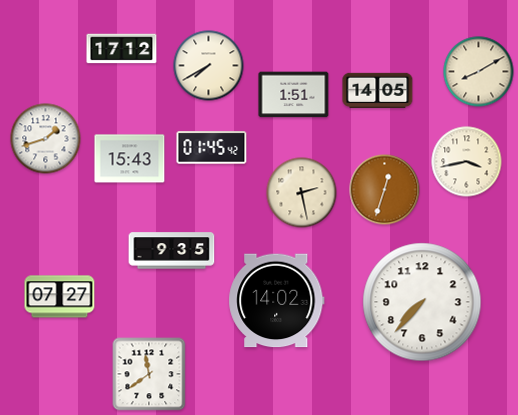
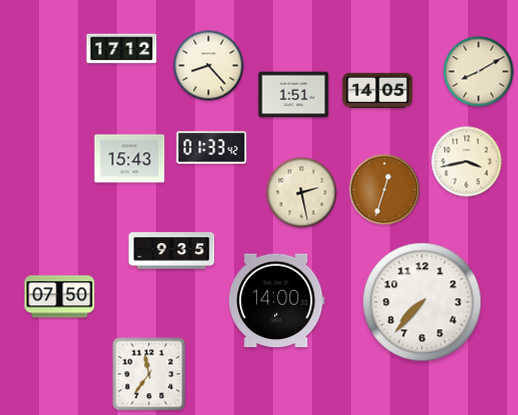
clock at (209, 66): 7:40 -> 8:23
clock at (46, 139): 1:42 -> none
clock at (212, 148): 01:45 -> 01:33
clock at (60, 297): 07:27 -> 07:50
clock at (277, 301): 14:02 -> 14:00
clock at (149, 374): 11:39 -> 11:36
